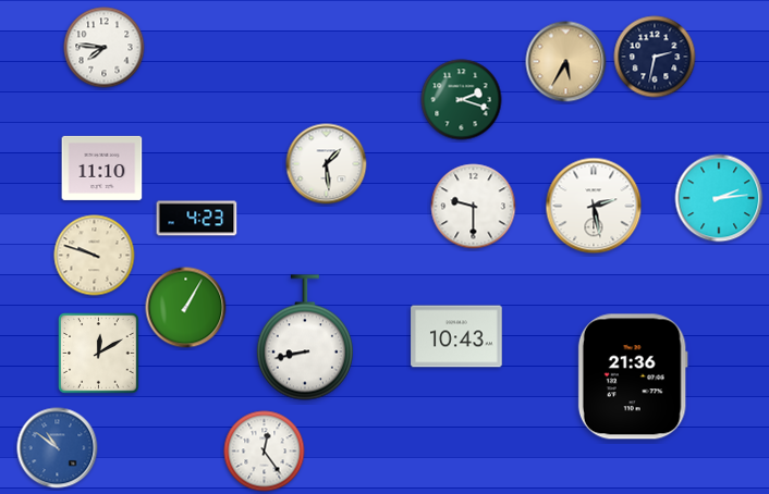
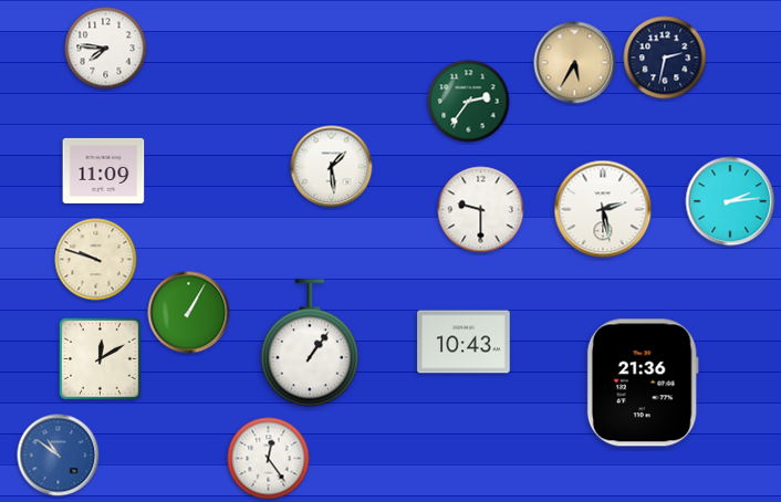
clock at (462, 100): 2:18 -> 2:36
clock at (102, 168): 11:10 -> 11:09
clock at (197, 219): 4:23 -> none
clock at (305, 337): 8:43 -> 1:06
